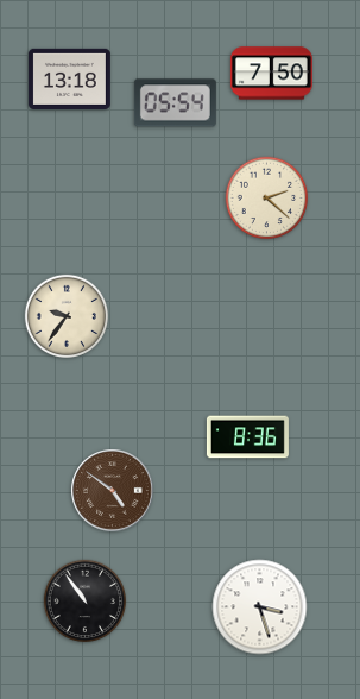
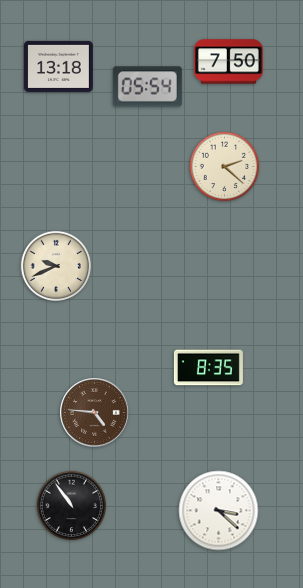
clock at (65, 315): 9:36 -> 9:41
clock at (247, 437): 8:36 -> 8:35
clock at (113, 491): 4:51 -> 4:46
clock at (260, 607): 3:27 -> 3:22
